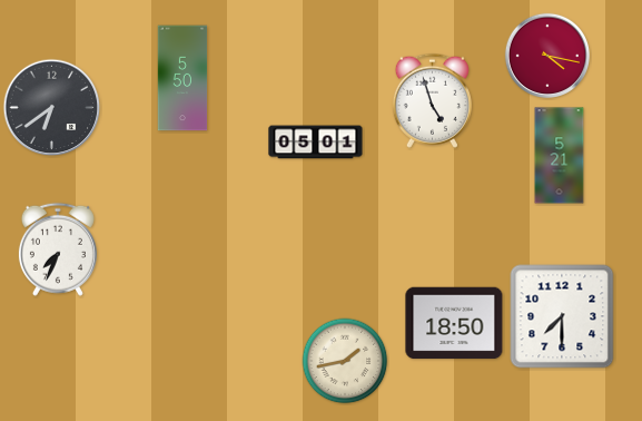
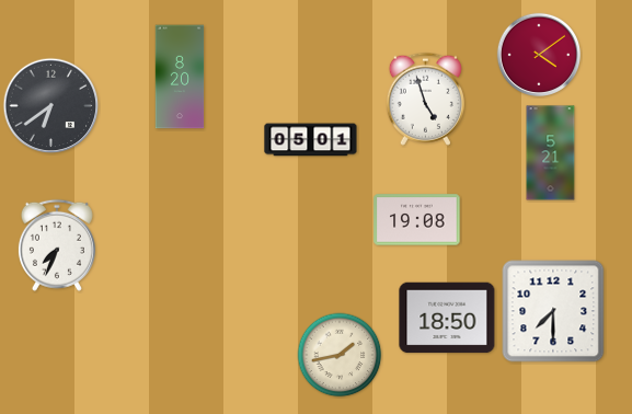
clock at (546, 55): 4:17 -> 4:09
clock at (182, 78): 5:50 -> 8:20
clock at (417, 220): none -> 19:08
